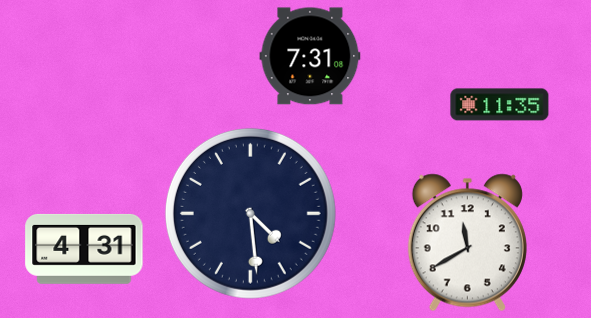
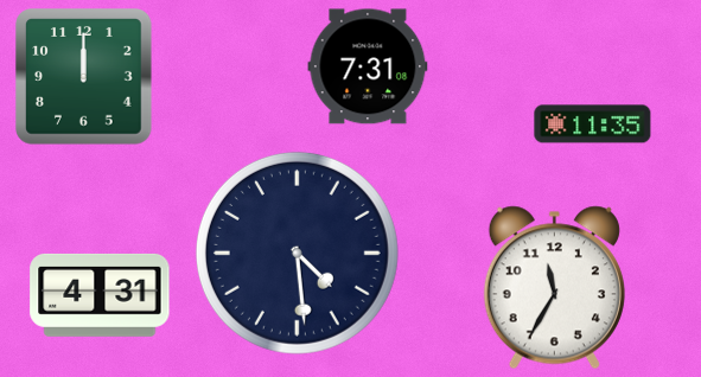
clock at (84, 77): none -> 12:00
clock at (467, 243): 11:40 -> 11:35
